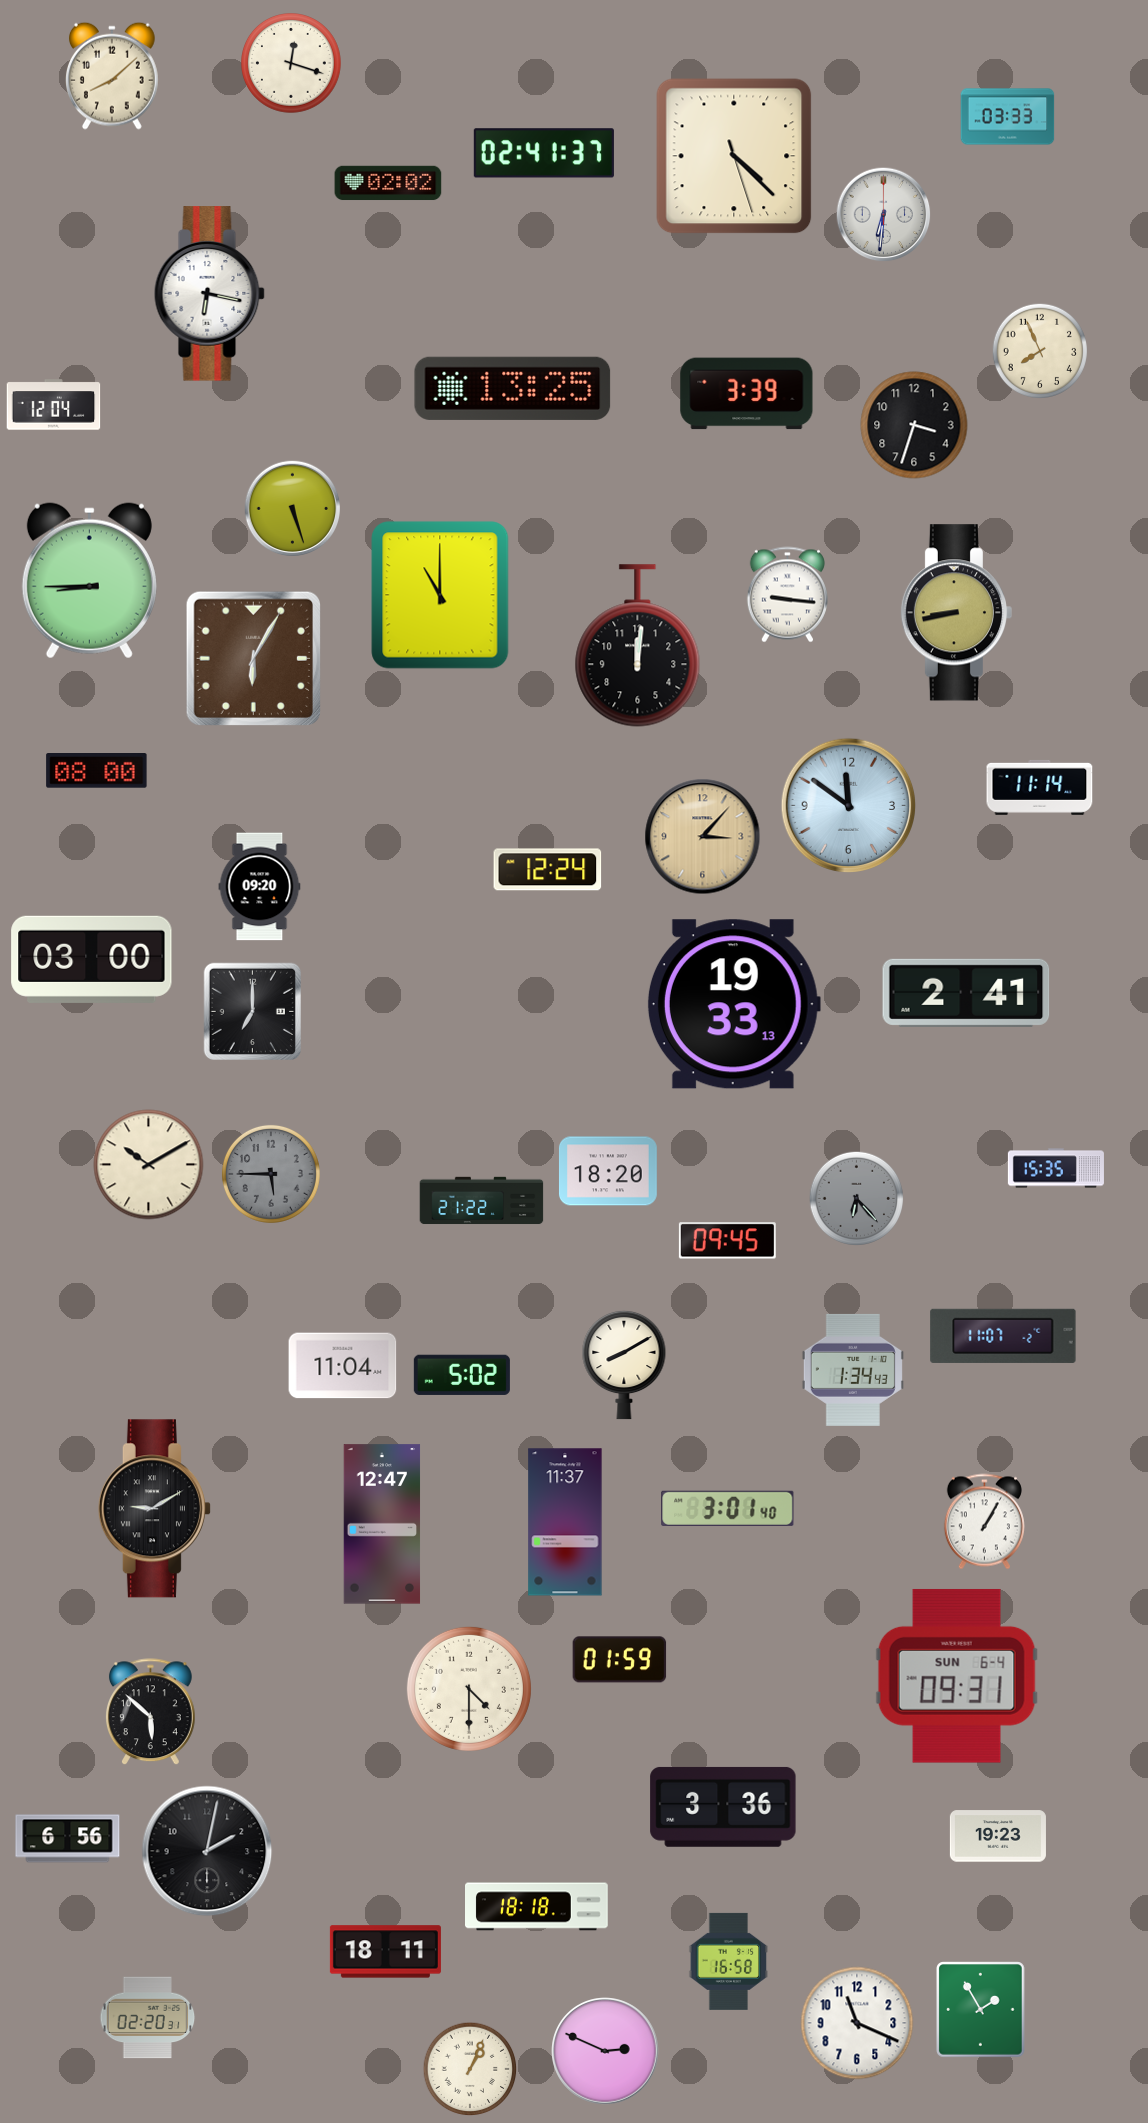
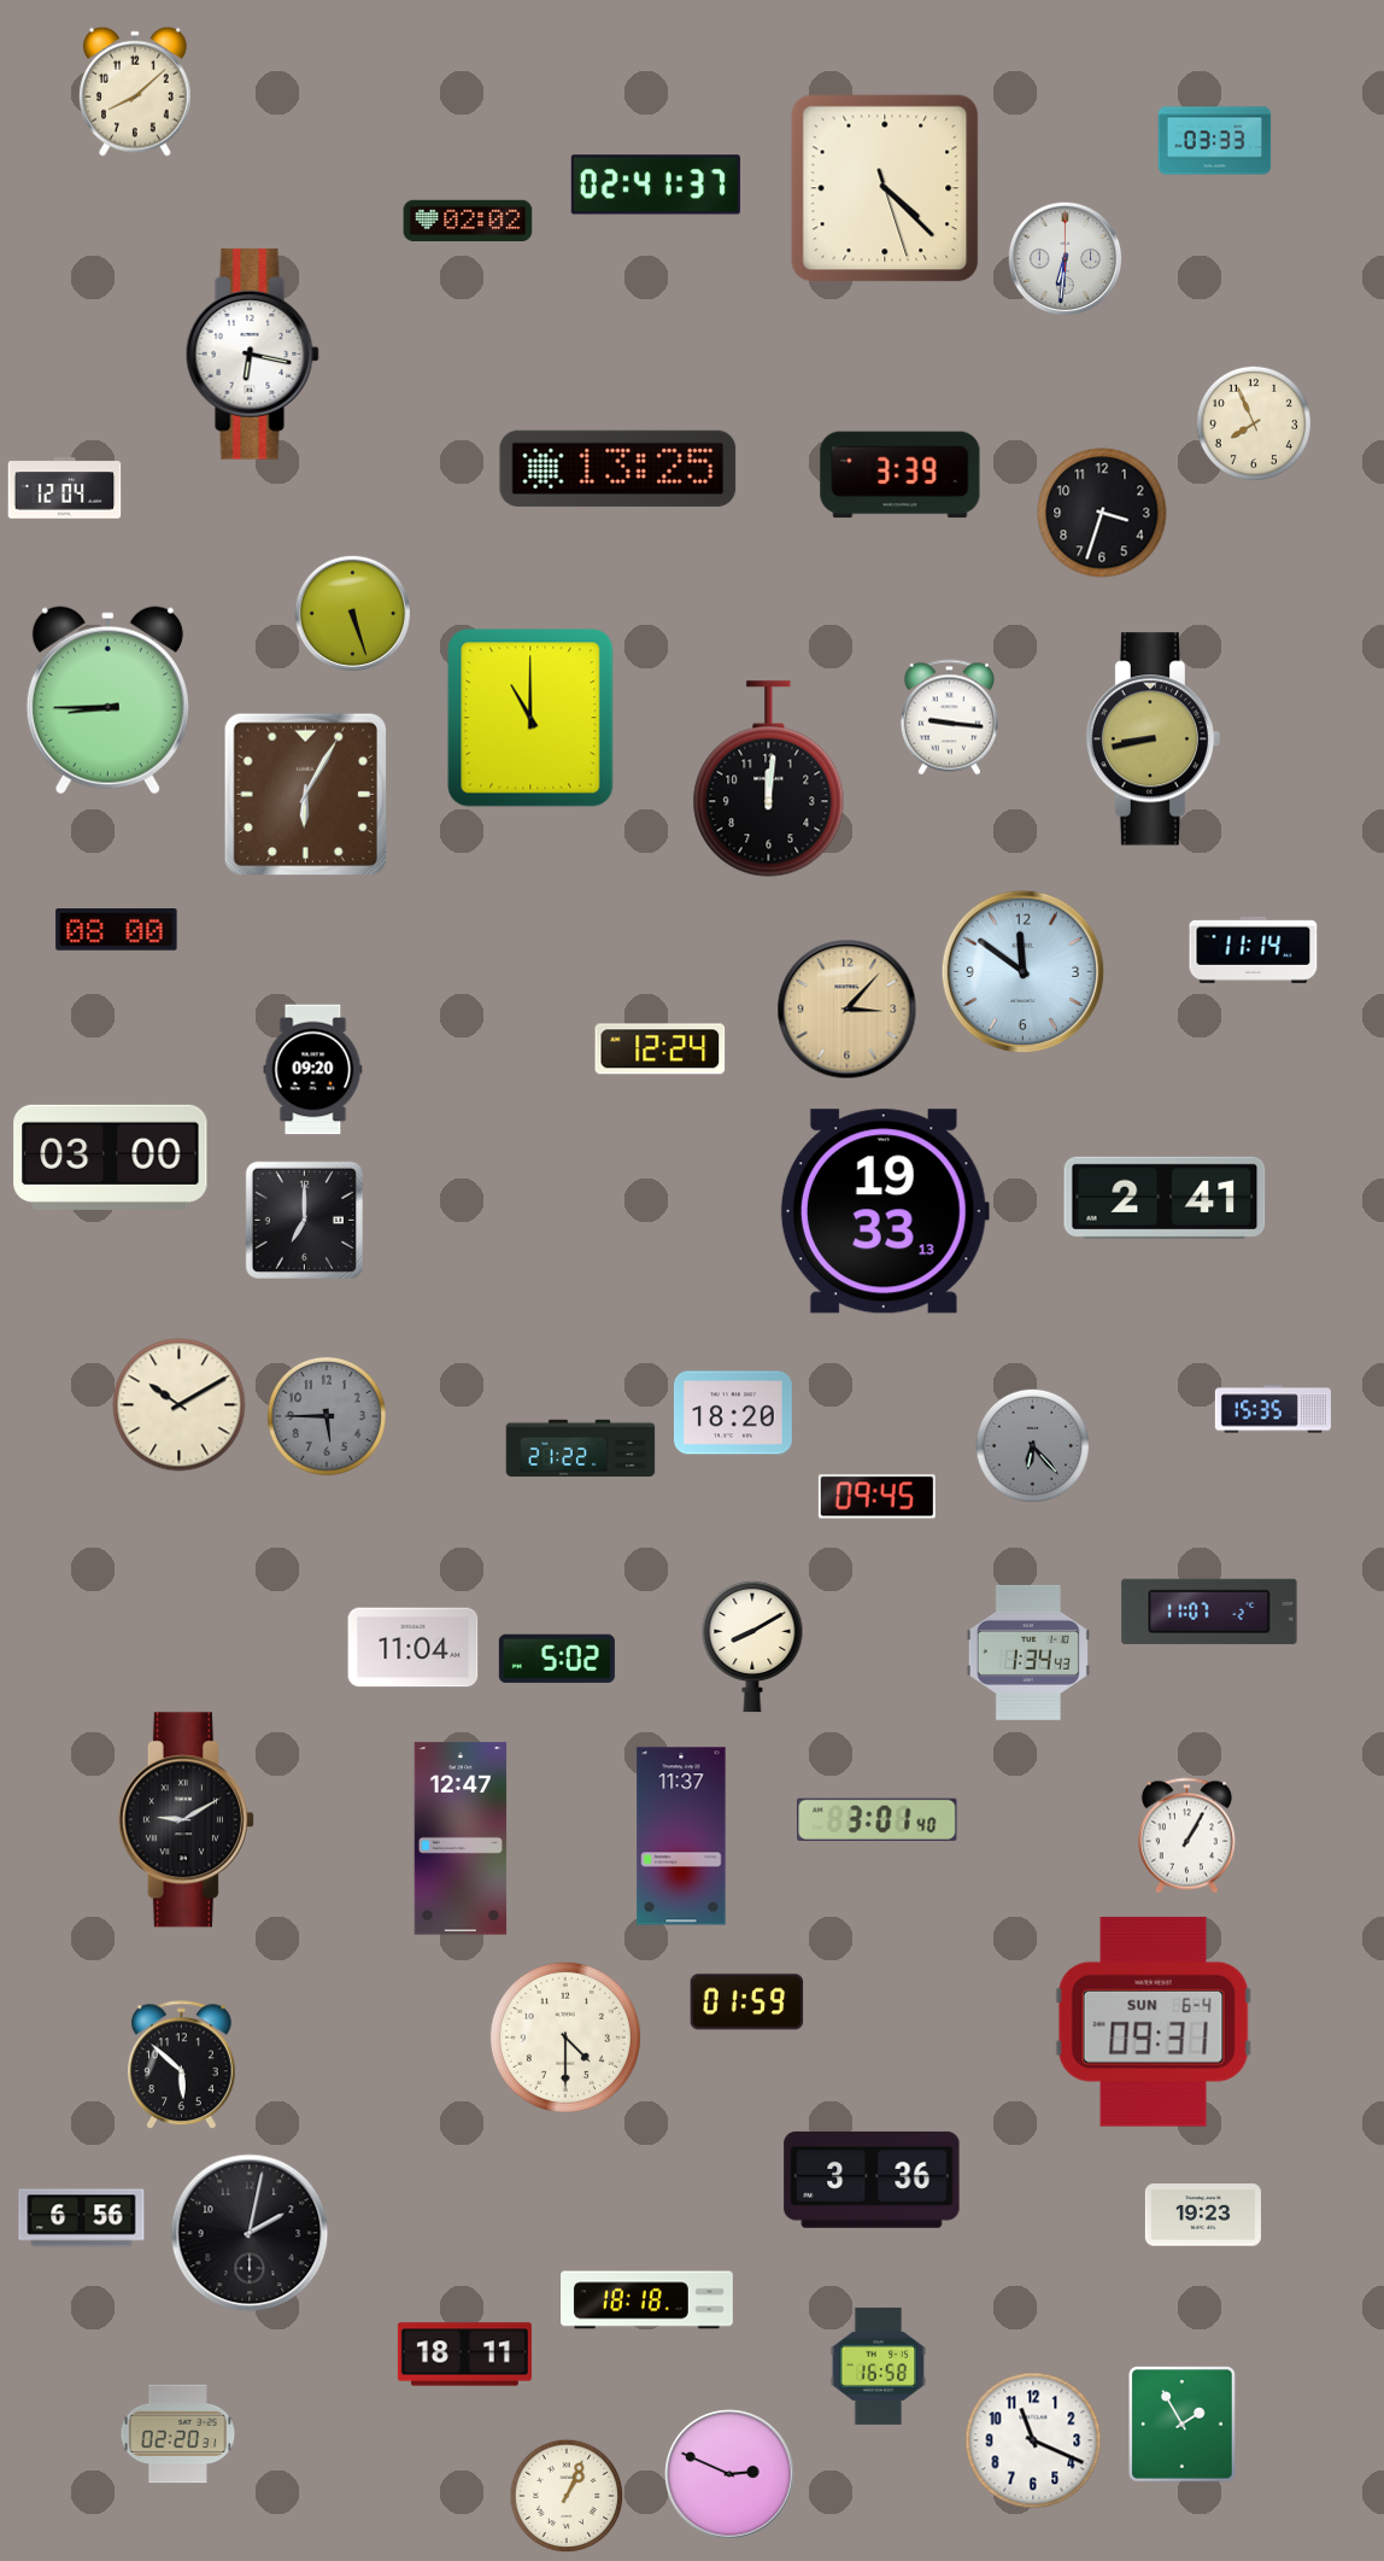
clock at (292, 64): 12:18 -> none
